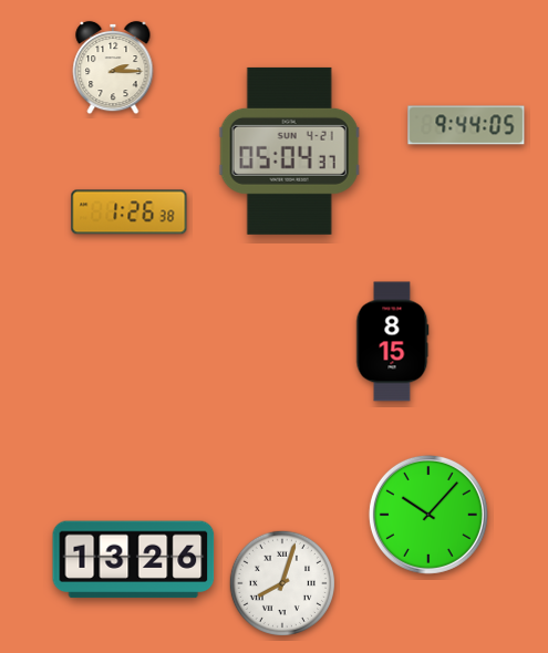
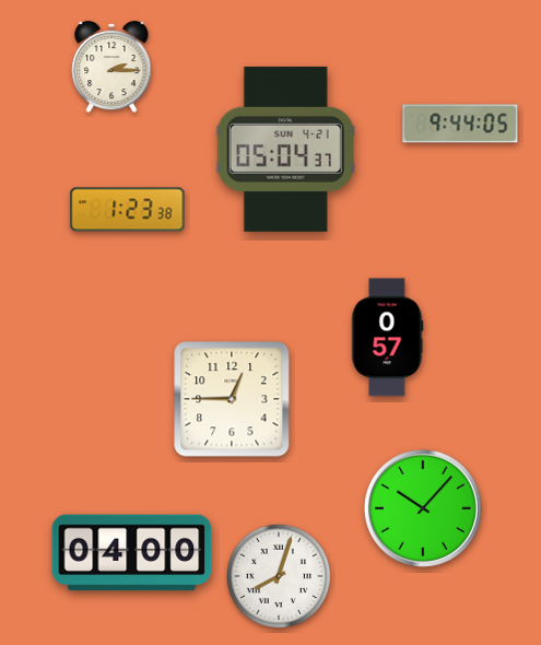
clock at (130, 213): 1:26 -> 1:23
clock at (393, 342): 8:15 -> 0:57
clock at (232, 399): none -> 12:45
clock at (134, 560): 13:26 -> 04:00
